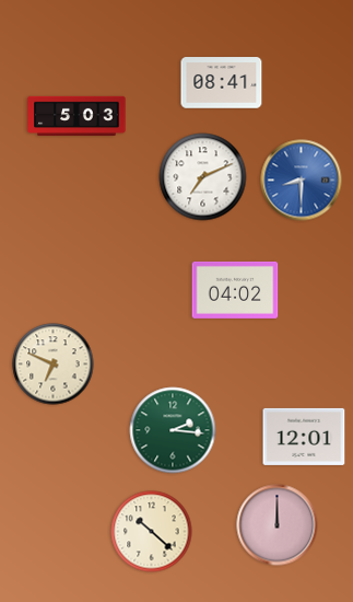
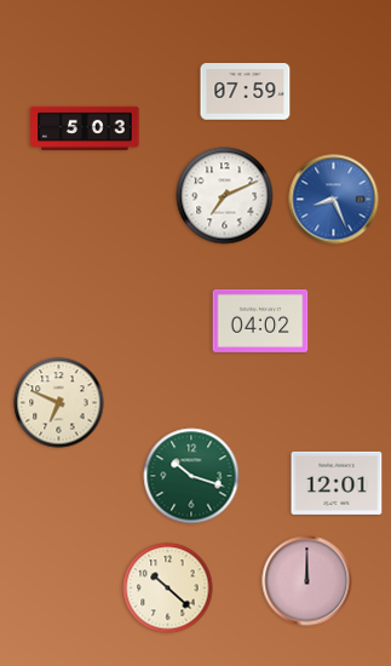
clock at (222, 83): 08:41 -> 07:59
clock at (302, 181): 8:30 -> 8:26
clock at (173, 430): 2:16 -> 10:18
